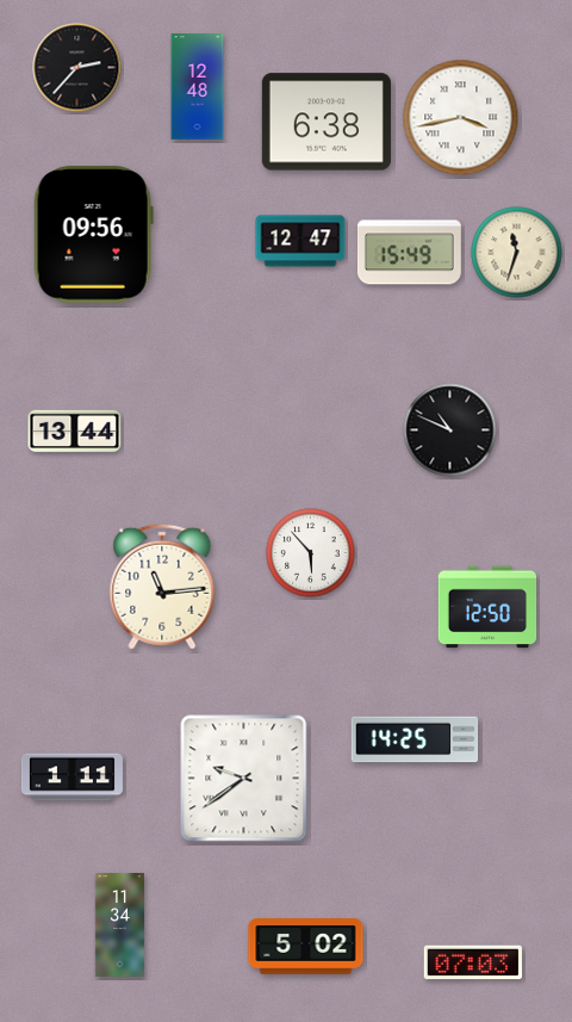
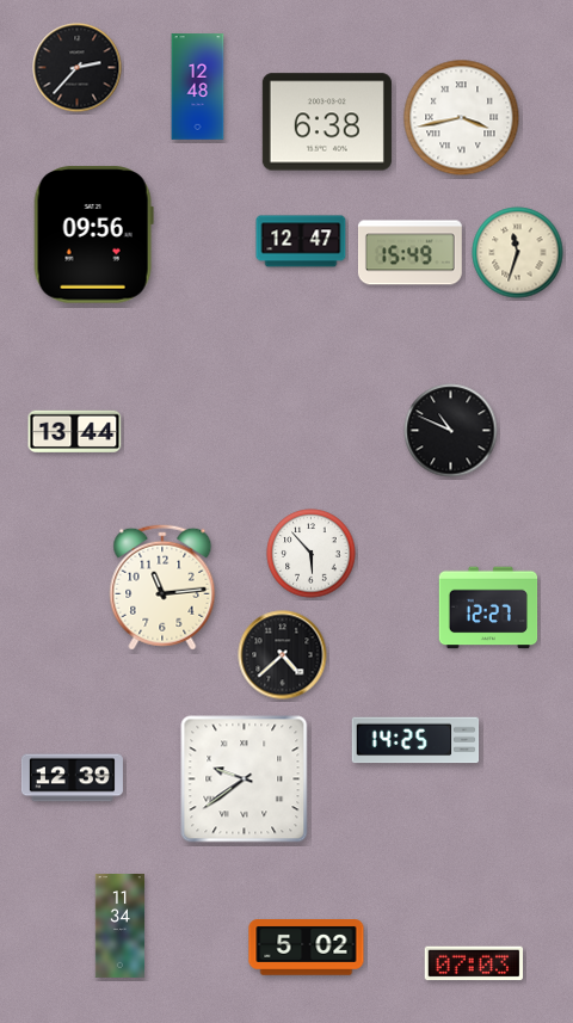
clock at (487, 607): 12:50 -> 12:27
clock at (283, 655): none -> 4:38
clock at (71, 778): 1:11 -> 12:39
